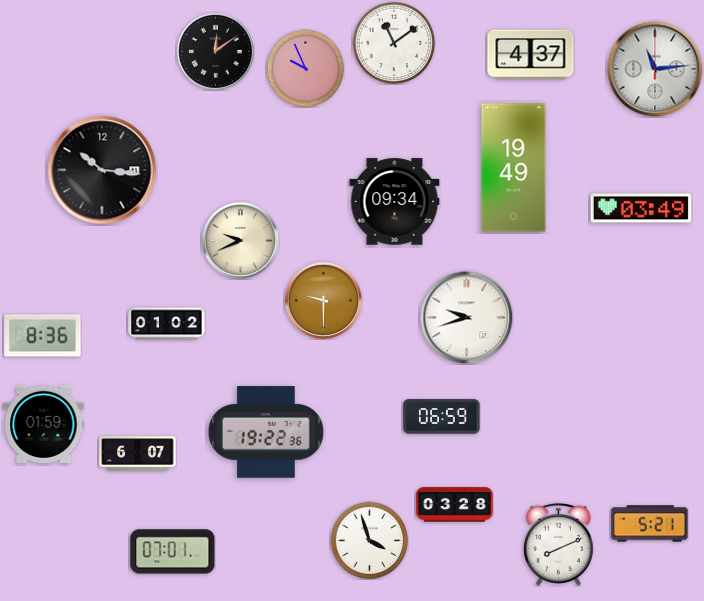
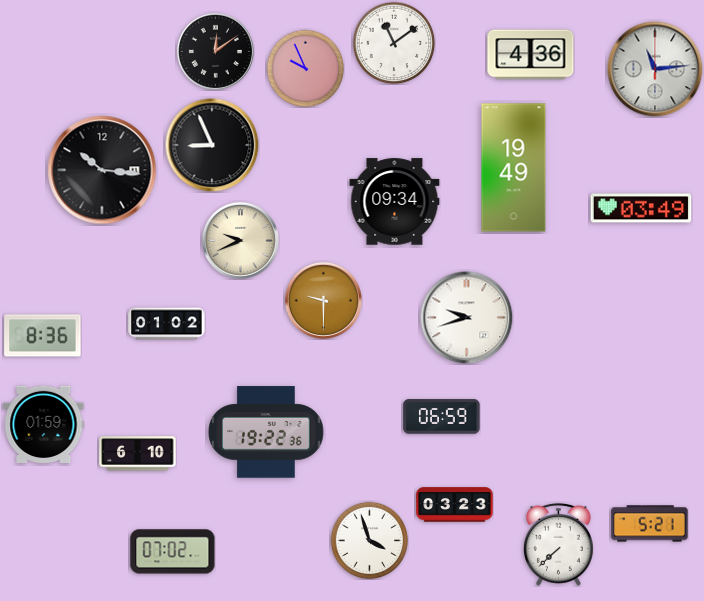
clock at (531, 55): 4:37 -> 4:36
clock at (212, 145): none -> 8:56
clock at (138, 454): 6:07 -> 6:10
clock at (455, 505): 03:28 -> 03:23
clock at (558, 544): 8:11 -> 7:38
clock at (173, 552): 07:01 -> 07:02
